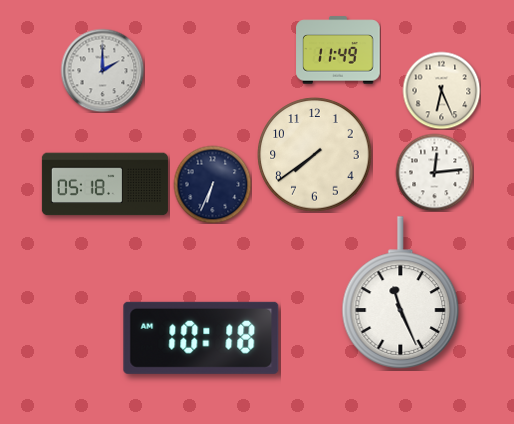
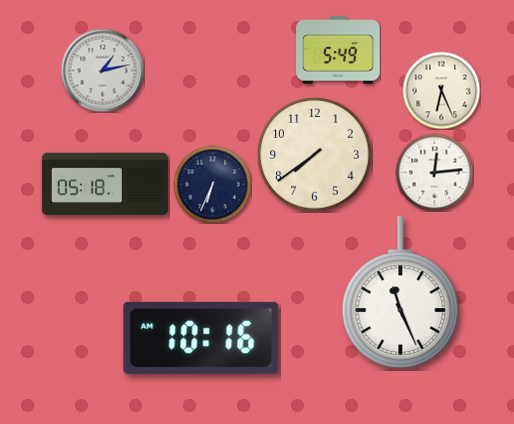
clock at (338, 50): 11:49 -> 5:49
clock at (102, 70): 2:00 -> 1:13
clock at (201, 338): 10:18 -> 10:16
